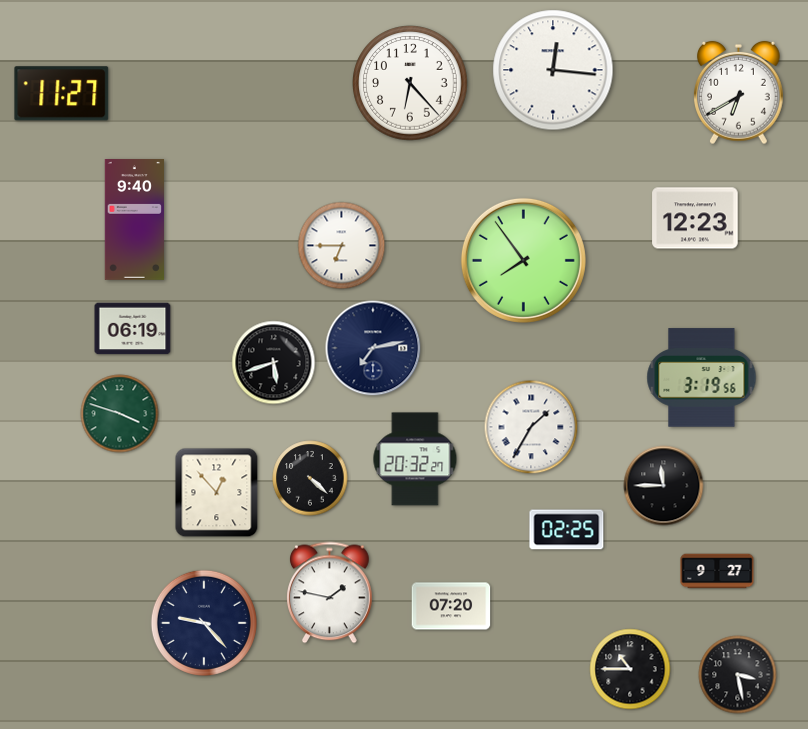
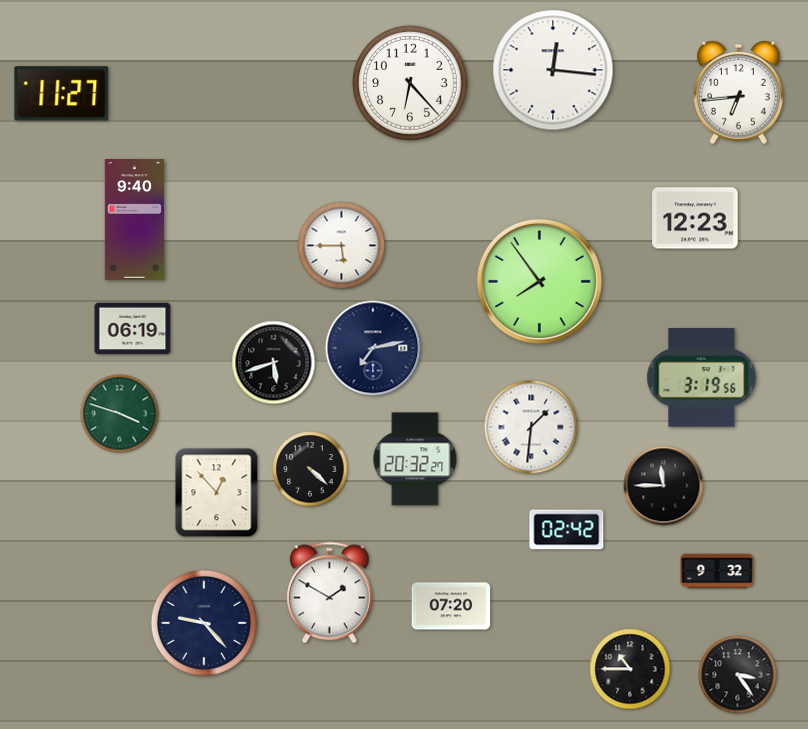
clock at (739, 93): 6:40 -> 6:44
clock at (342, 246): 6:45 -> 5:45
clock at (523, 260) position: (523, 260) -> (539, 281)
clock at (531, 427): 1:35 -> 1:31
clock at (310, 478) position: (310, 478) -> (310, 469)
clock at (567, 530): 02:25 -> 02:42
clock at (717, 571): 9:27 -> 9:32
clock at (330, 593): 1:47 -> 1:50
clock at (738, 675): 3:28 -> 3:24
